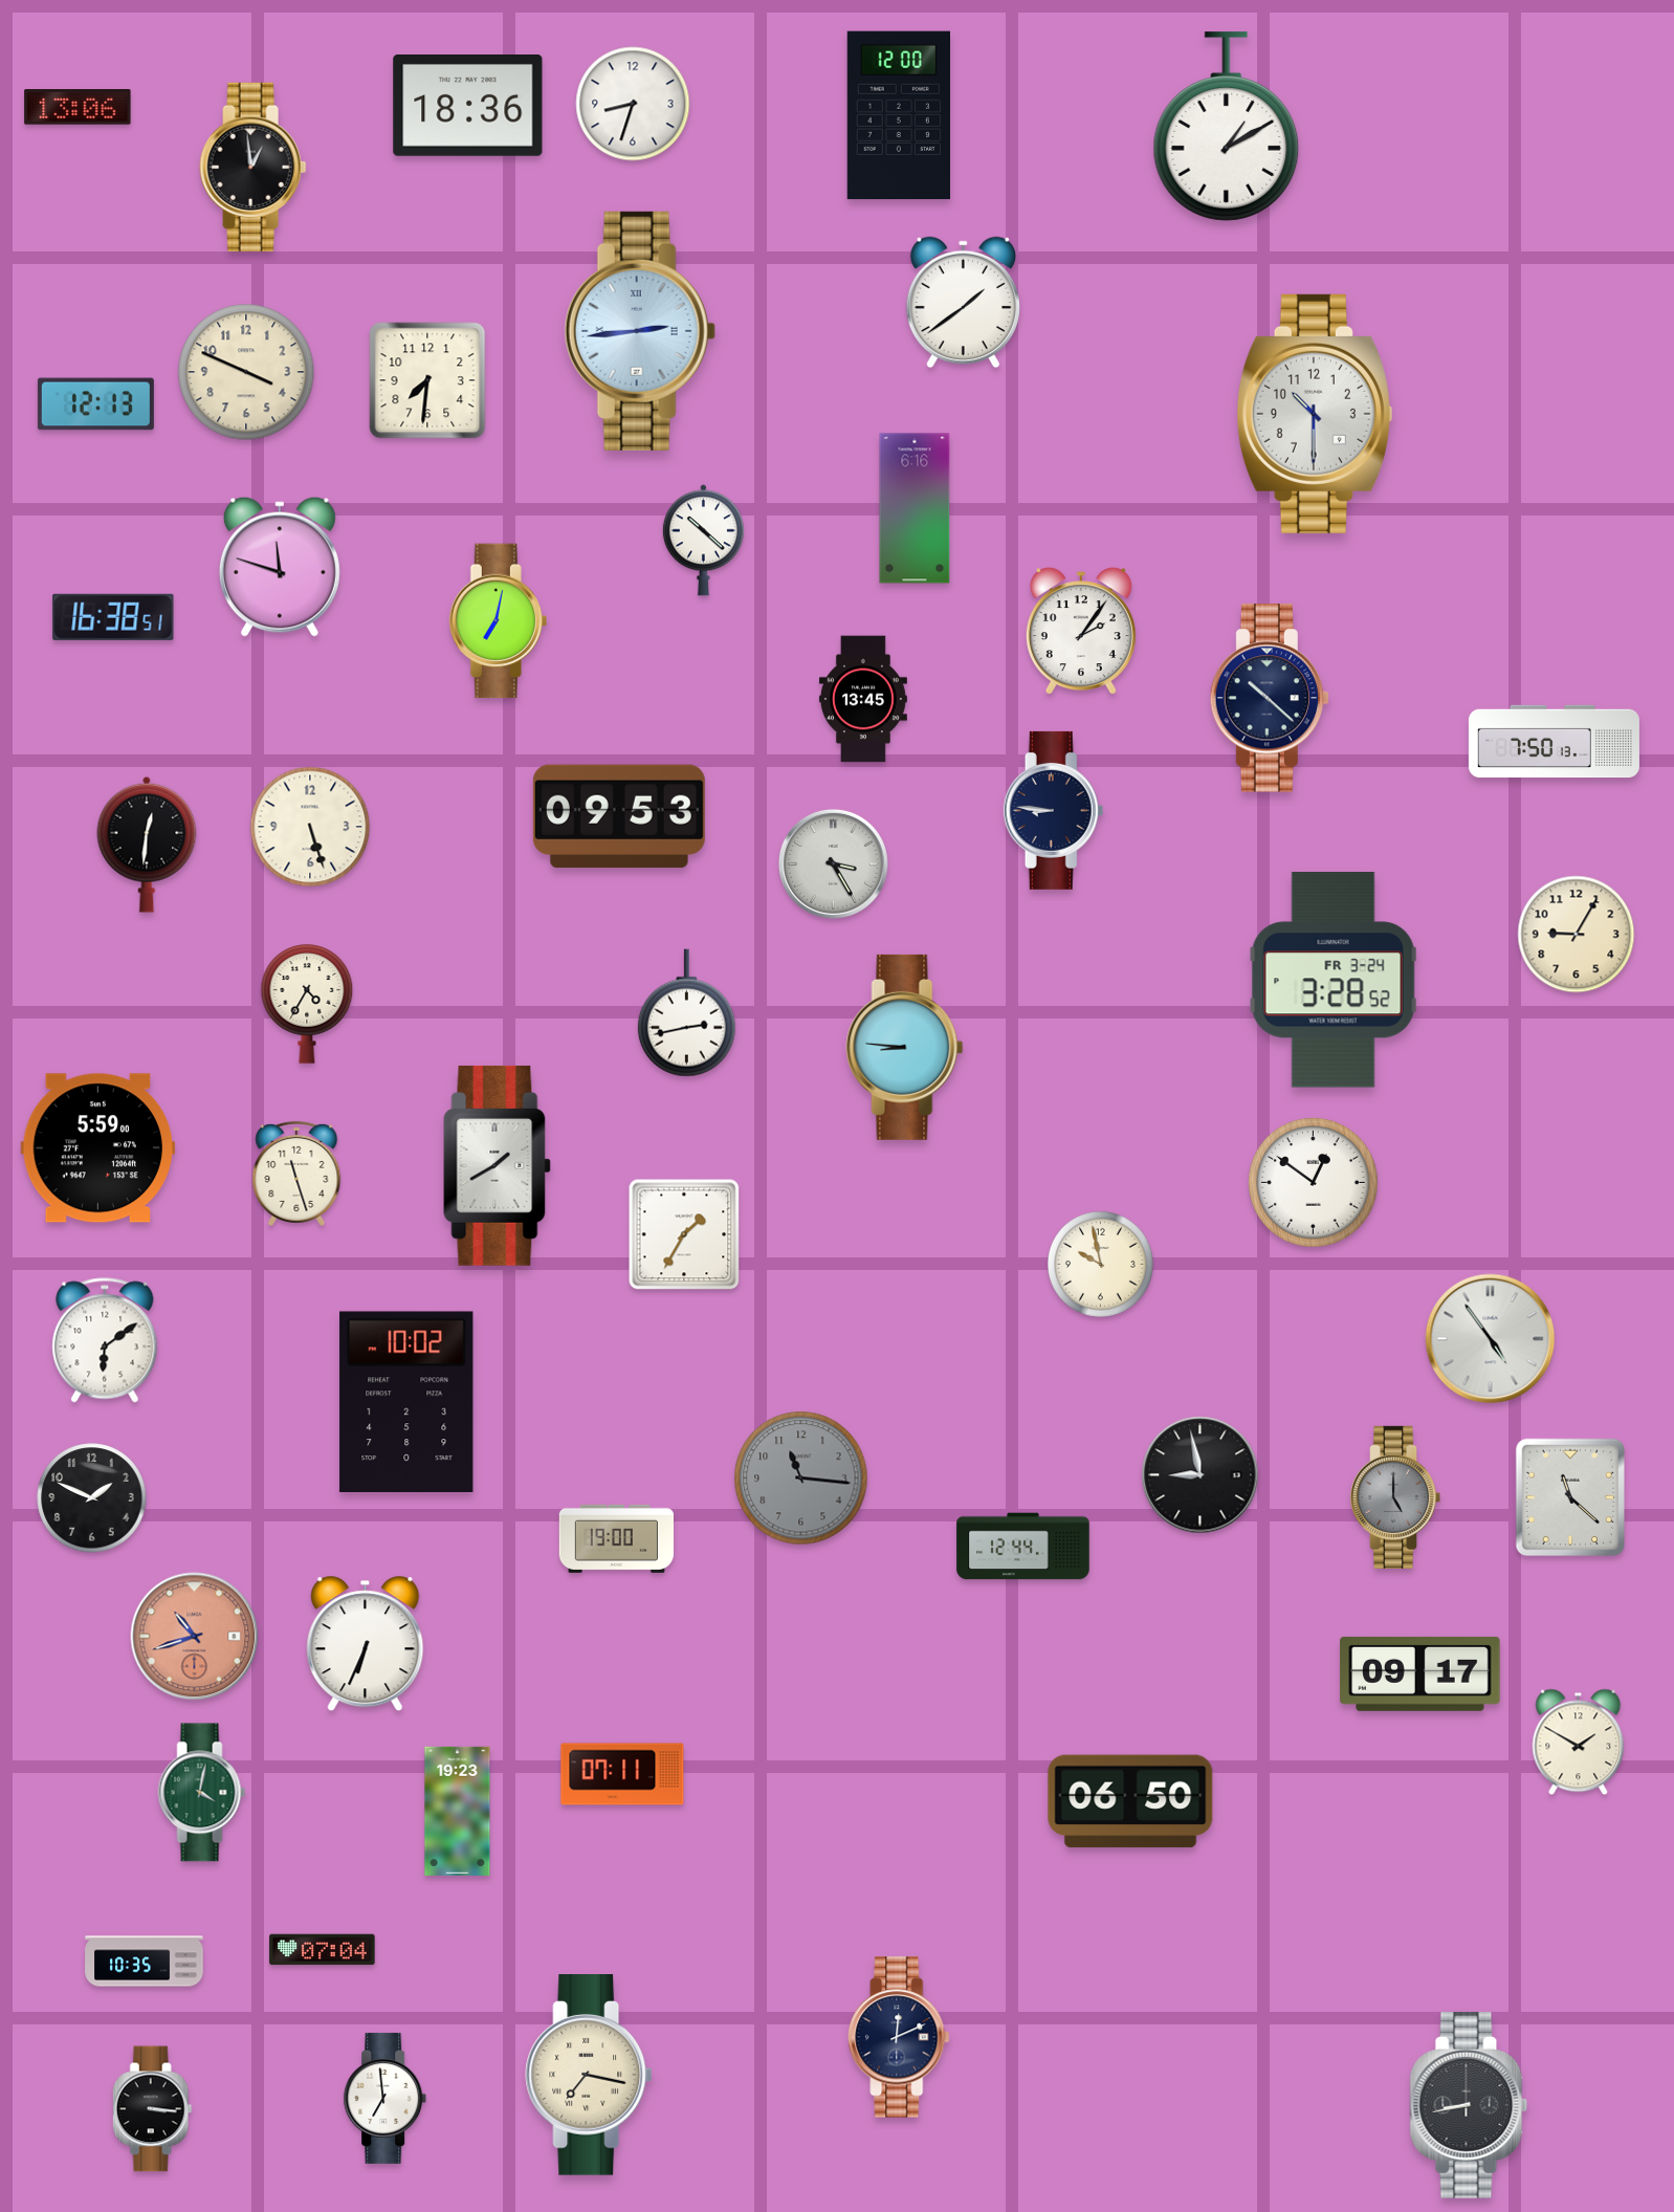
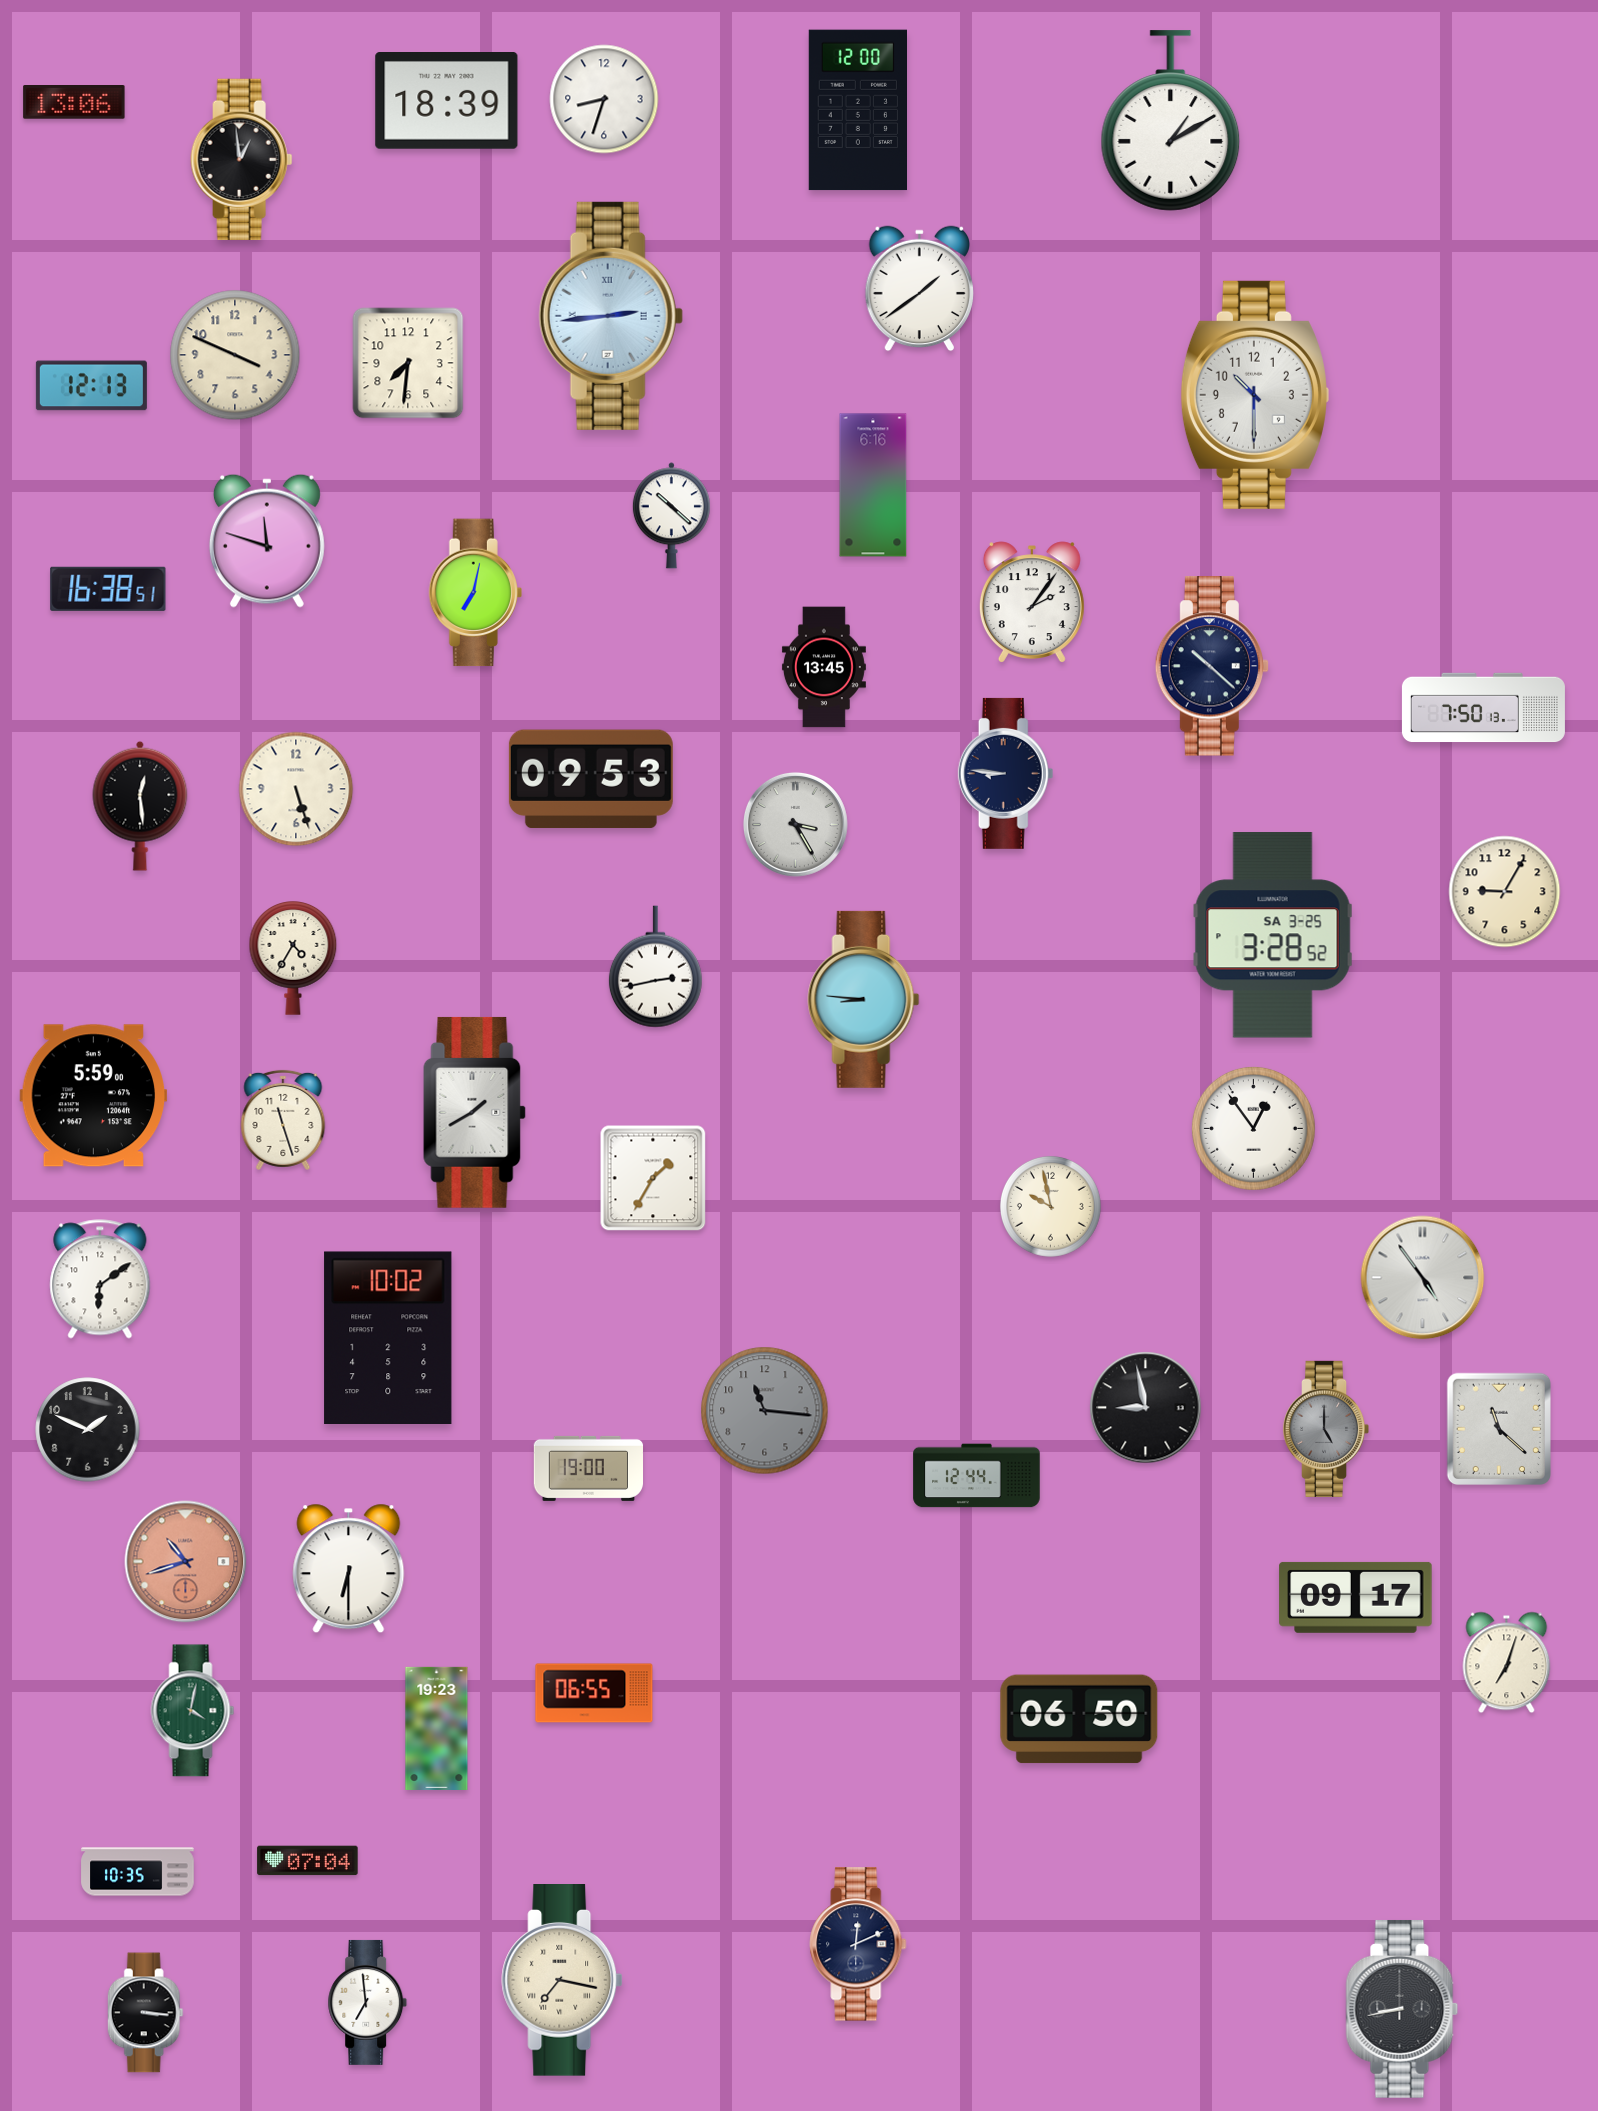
clock at (468, 106): 18:36 -> 18:39
clock at (147, 845): 12:31 -> 12:29
clock at (1334, 980) date: FR 3-24 -> SA 3-25
clock at (1313, 1182): 12:51 -> 12:54
clock at (1395, 1497) position: (1395, 1497) -> (1326, 1429)
clock at (366, 1644): 6:34 -> 6:30
clock at (1579, 1743): 1:50 -> 7:03
clock at (622, 1774): 07:11 -> 06:55
